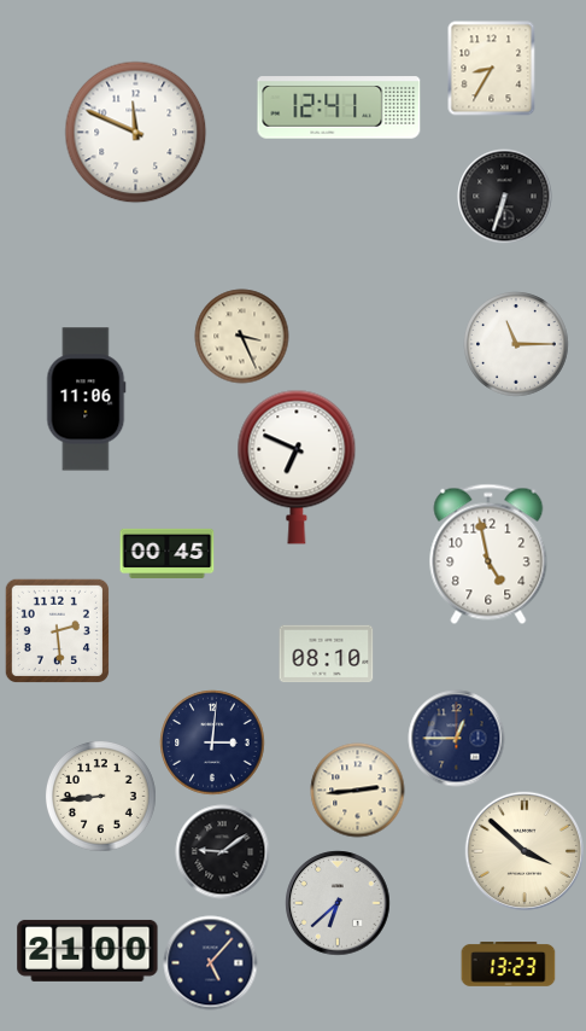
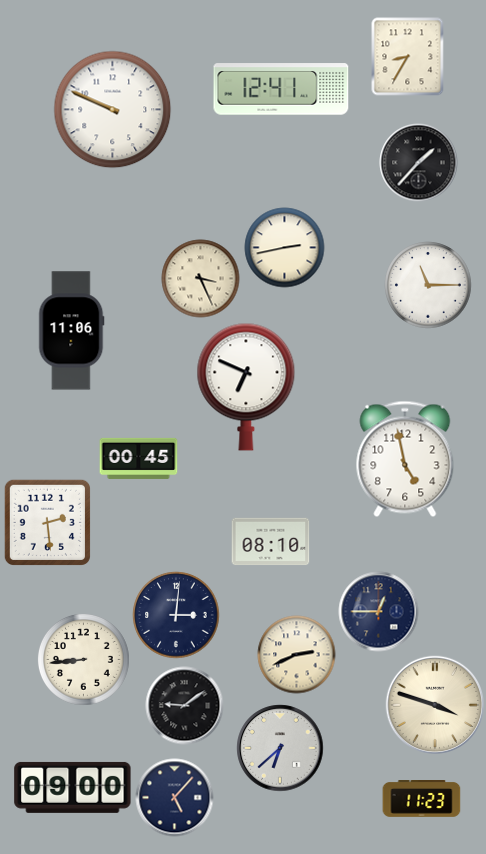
clock at (135, 132): 11:49 -> 9:49
clock at (504, 196): 6:33 -> 1:37
clock at (284, 247): none -> 2:43
clock at (357, 790): 2:44 -> 2:41
clock at (523, 850): 3:52 -> 3:48
clock at (88, 950): 21:00 -> 09:00
clock at (508, 965): 13:23 -> 11:23
